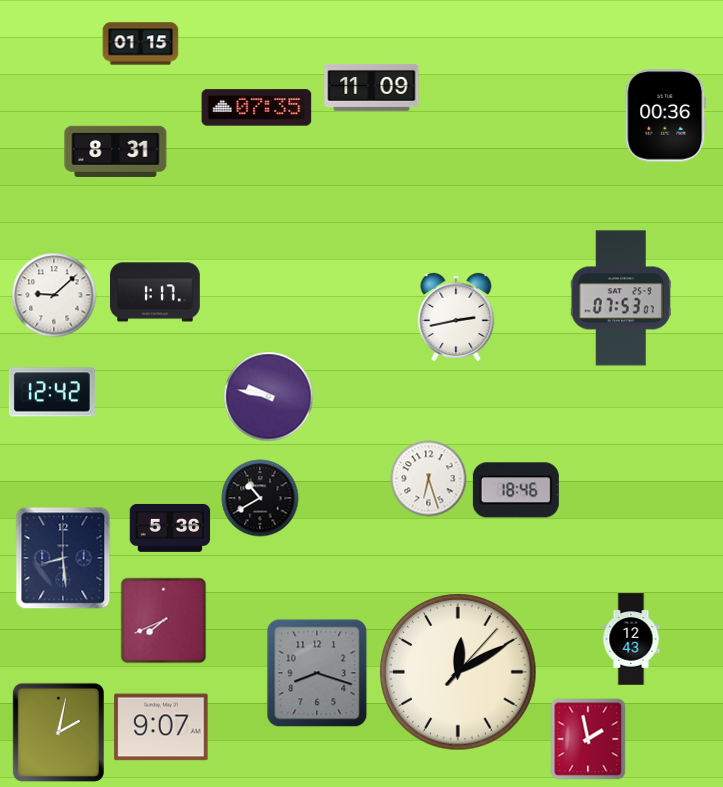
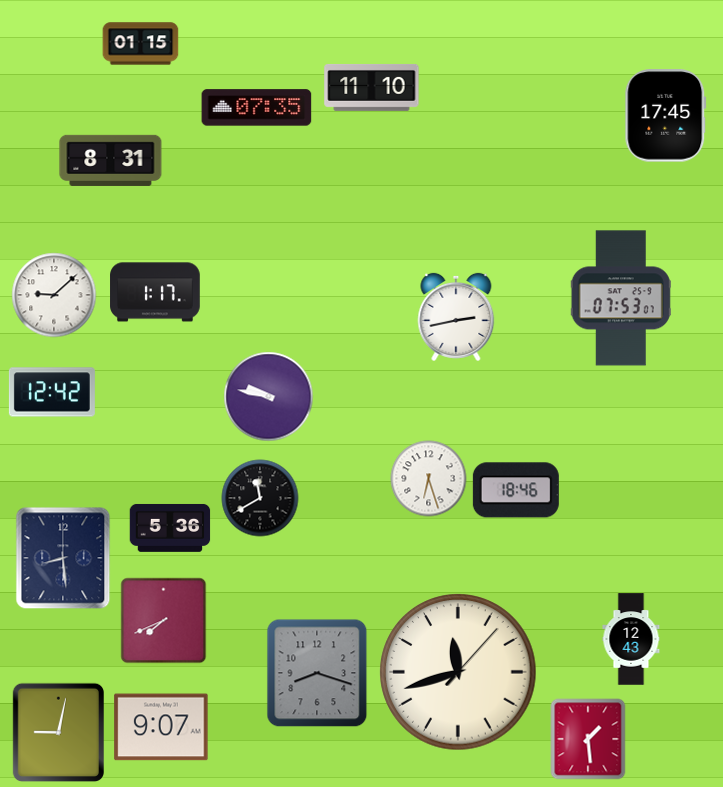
clock at (372, 87): 11:09 -> 11:10
clock at (666, 116): 00:36 -> 17:45
clock at (116, 151) position: (116, 151) -> (111, 160)
clock at (260, 498): 10:40 -> 11:40
clock at (458, 672): 12:10 -> 11:42
clock at (58, 732): 2:02 -> 9:02
clock at (588, 739): 1:58 -> 1:29
